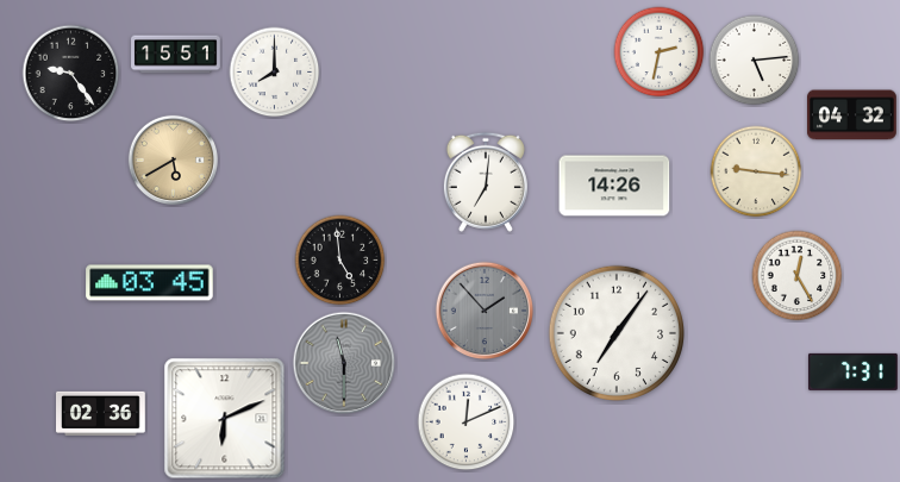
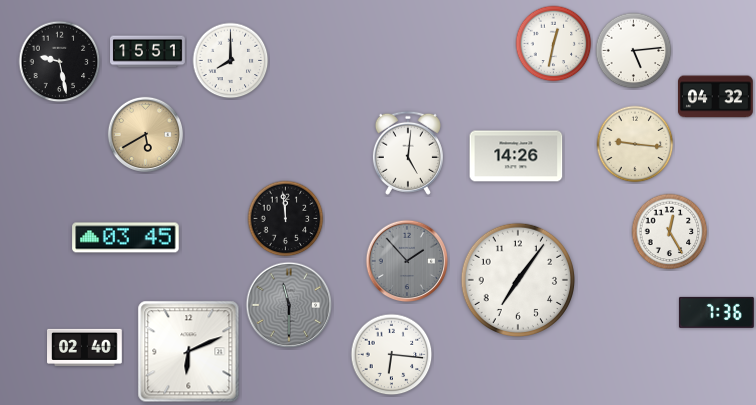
clock at (660, 52): 2:32 -> 12:32
clock at (176, 55) position: (176, 55) -> (148, 52)
clock at (71, 74): 9:24 -> 9:28
clock at (486, 182): 7:01 -> 5:01
clock at (340, 261): 4:59 -> 11:59
clock at (852, 371): 7:31 -> 7:36
clock at (101, 413): 02:36 -> 02:40
clock at (467, 422): 12:11 -> 6:16
